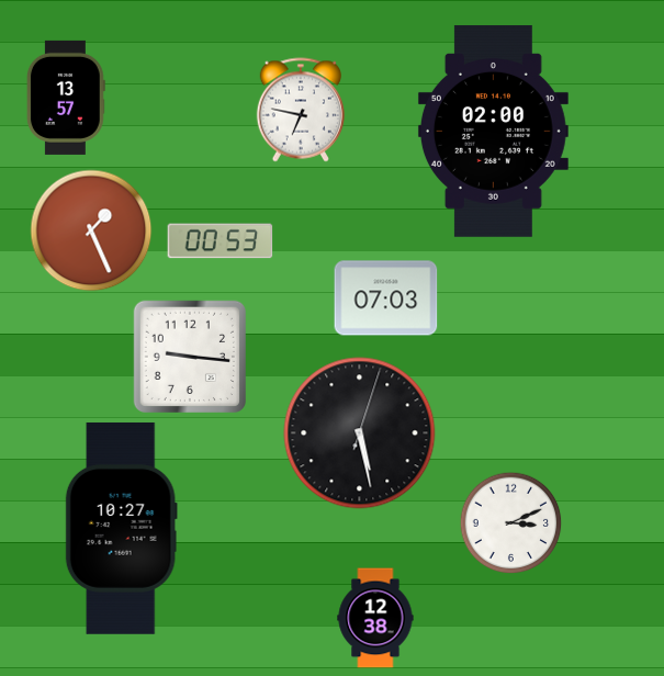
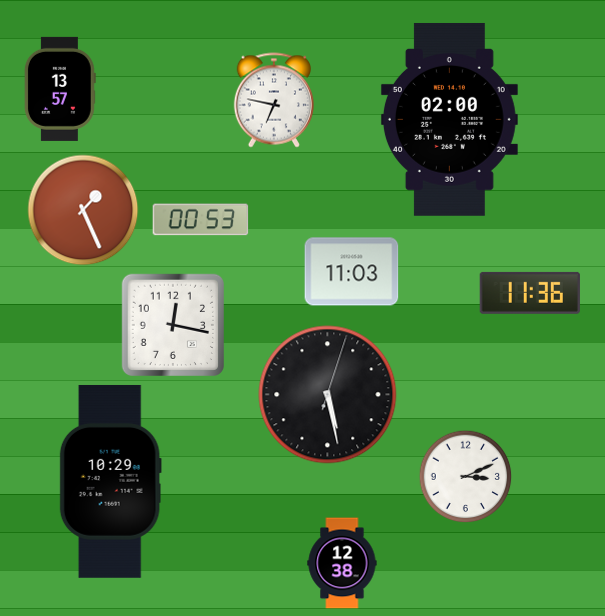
clock at (386, 298): 07:03 -> 11:03
clock at (530, 293): none -> 11:36
clock at (189, 356): 9:16 -> 12:17
clock at (121, 528): 10:27 -> 10:29
